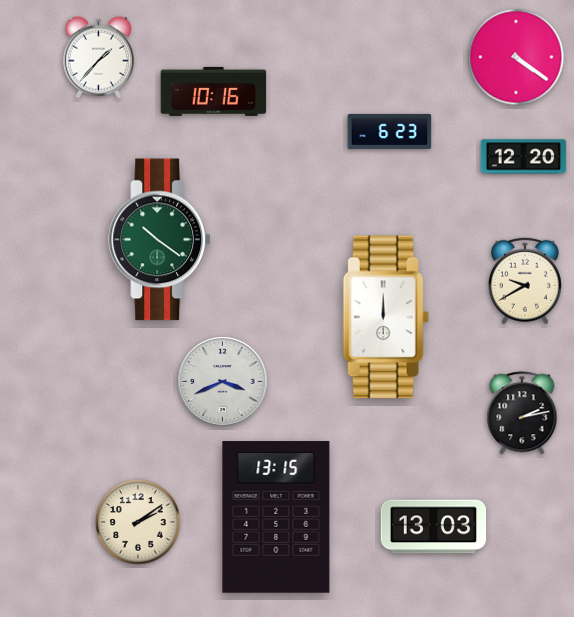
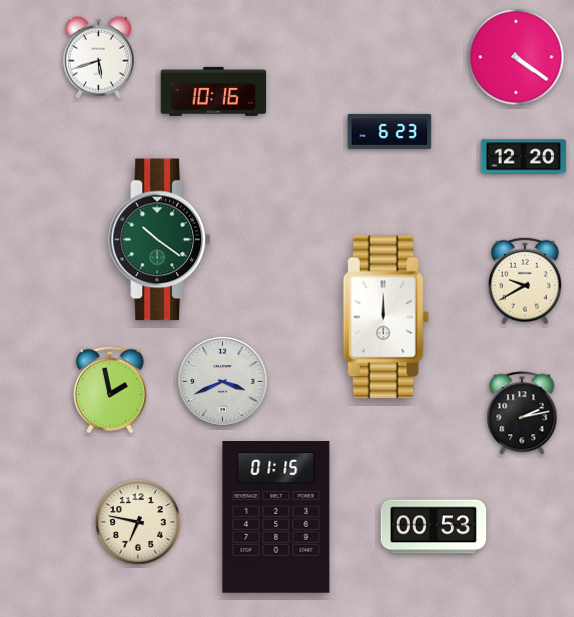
clock at (98, 57): 1:37 -> 5:42
clock at (110, 390): none -> 1:58
clock at (276, 517): 13:15 -> 01:15
clock at (138, 522): 2:09 -> 6:47
clock at (434, 527): 13:03 -> 00:53
